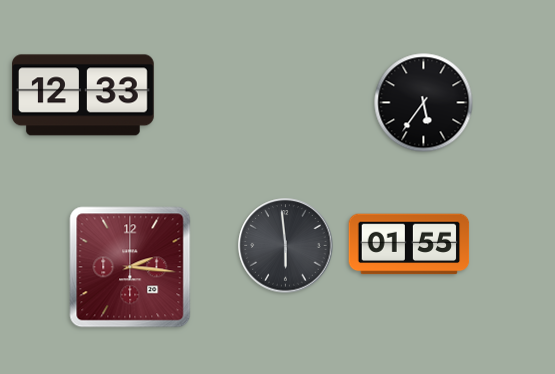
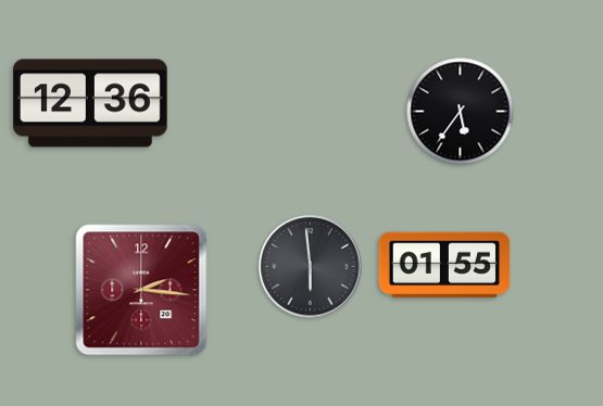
clock at (84, 95): 12:33 -> 12:36
